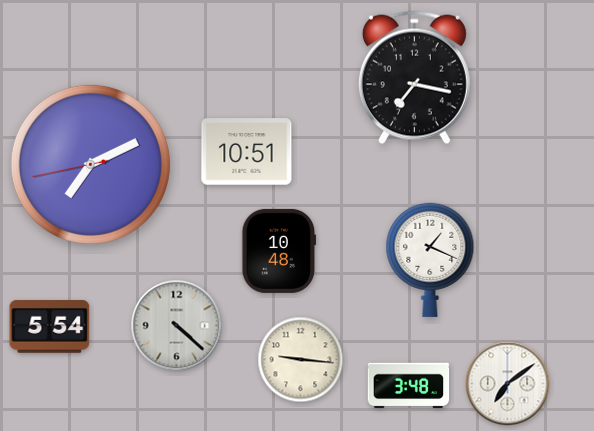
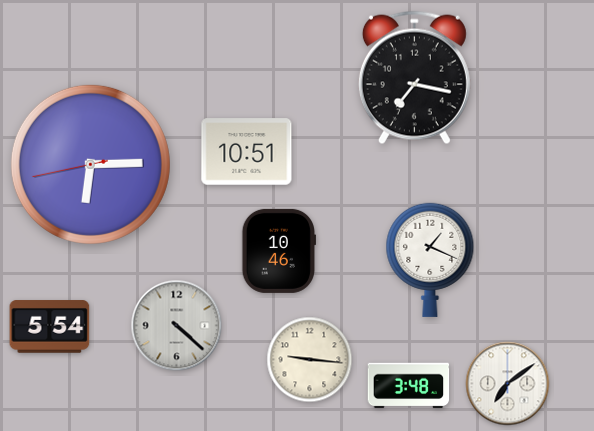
clock at (90, 164): 7:10 -> 6:14
clock at (278, 251): 10:48 -> 10:46
clock at (301, 360) position: (301, 360) -> (310, 360)
